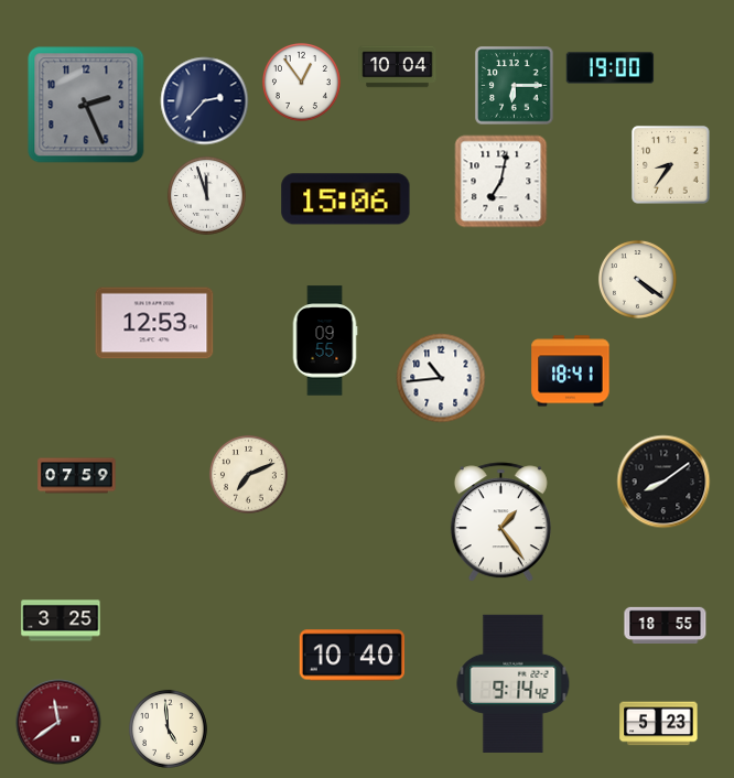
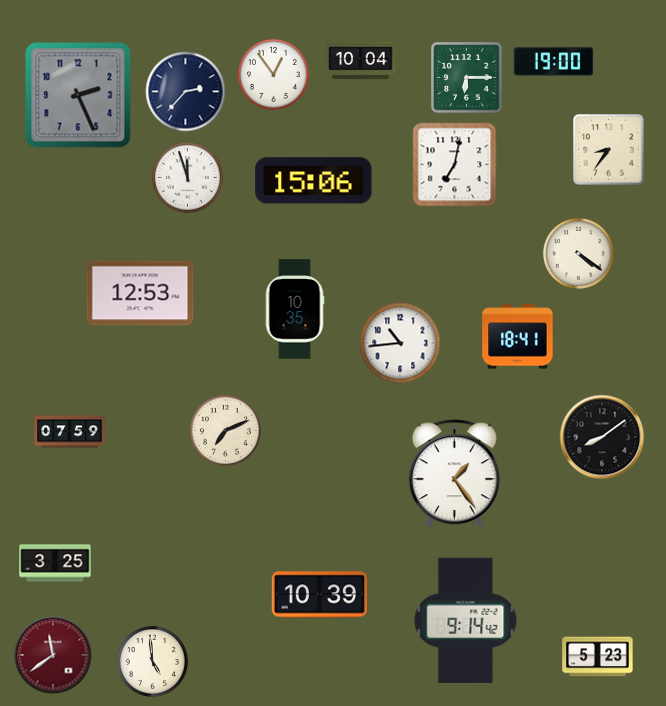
clock at (325, 341): 09:55 -> 10:35
clock at (666, 626): 18:55 -> none
clock at (352, 656): 10:40 -> 10:39
